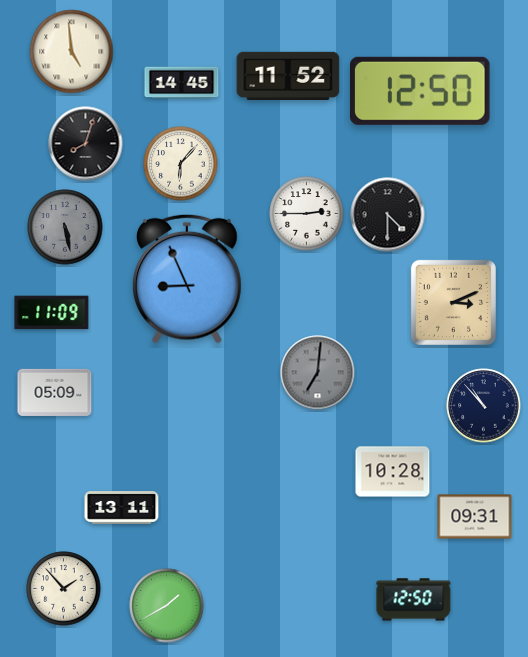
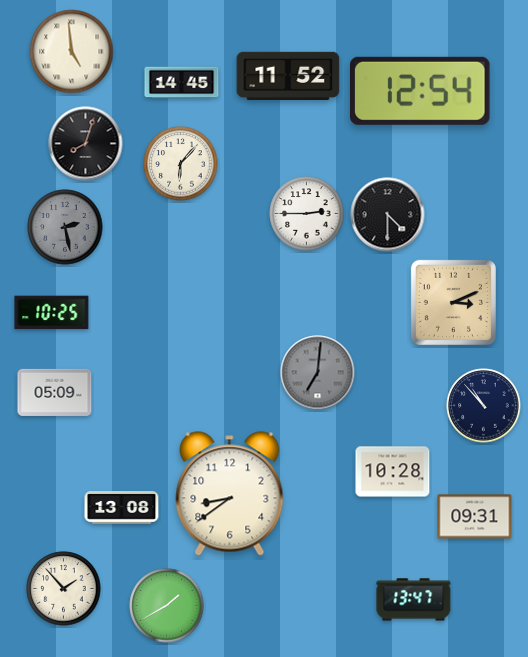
clock at (421, 91): 12:50 -> 12:54
clock at (65, 227): 5:28 -> 2:28
clock at (187, 279): 8:56 -> none
clock at (52, 313): 11:09 -> 10:25
clock at (230, 494): none -> 8:39
clock at (122, 508): 13:11 -> 13:08
clock at (414, 600): 12:50 -> 13:47
